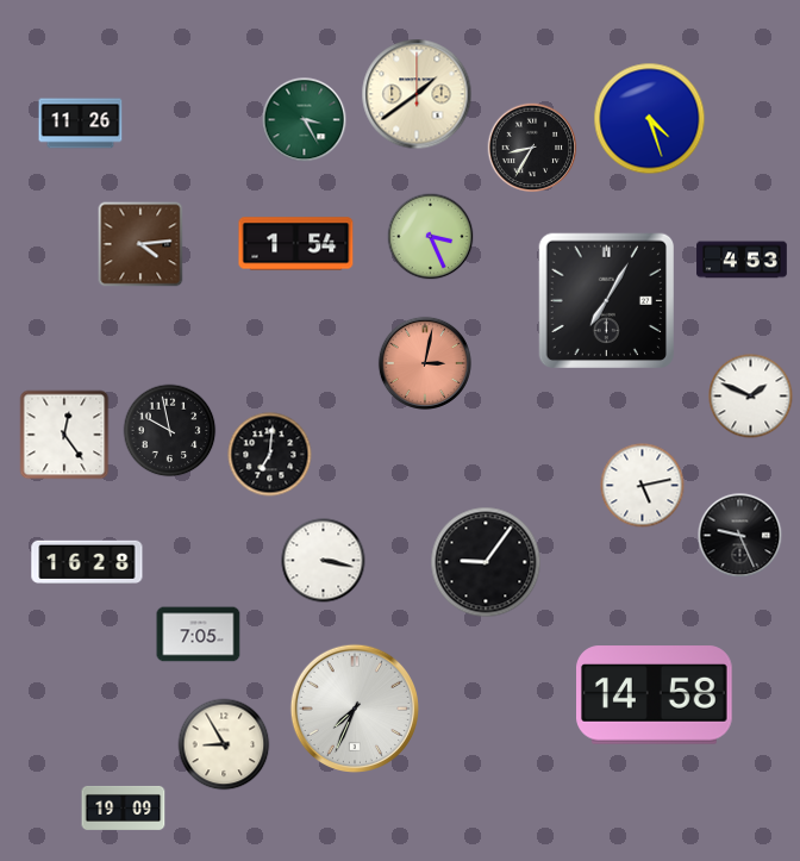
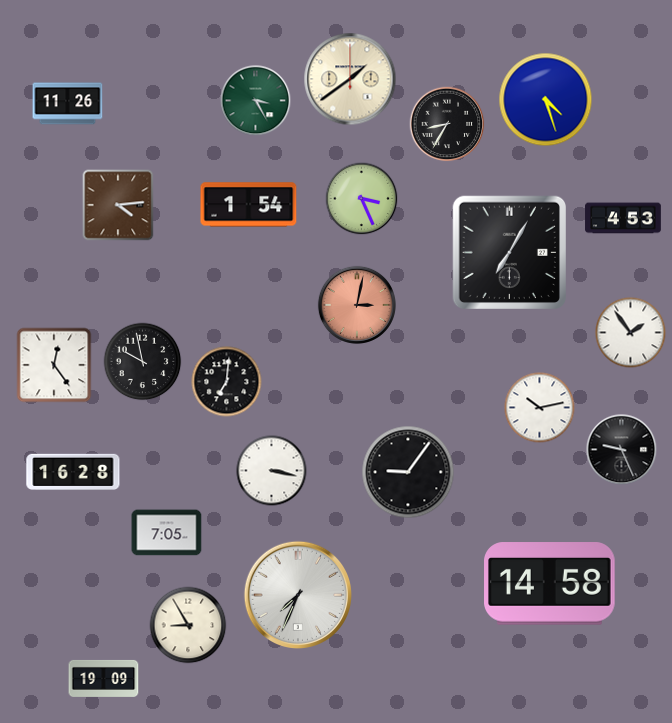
clock at (751, 397): 1:49 -> 1:54
clock at (643, 486): 5:13 -> 10:13
